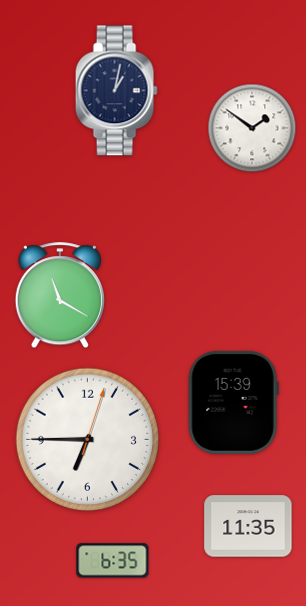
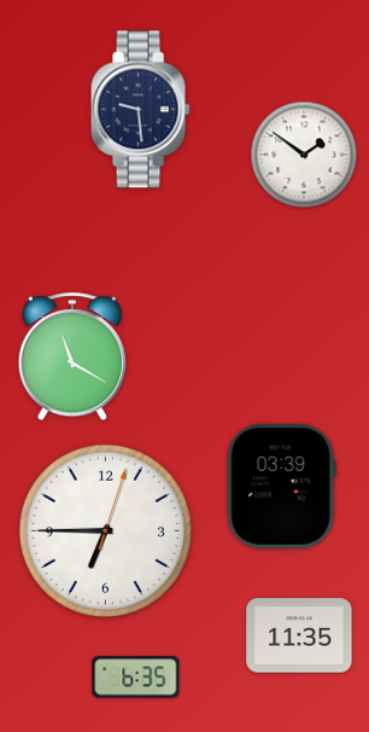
clock at (116, 91): 1:02 -> 9:29
clock at (233, 402): 15:39 -> 03:39
